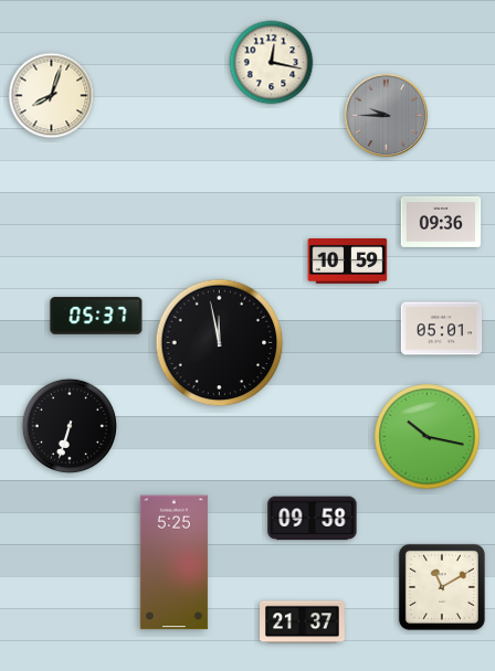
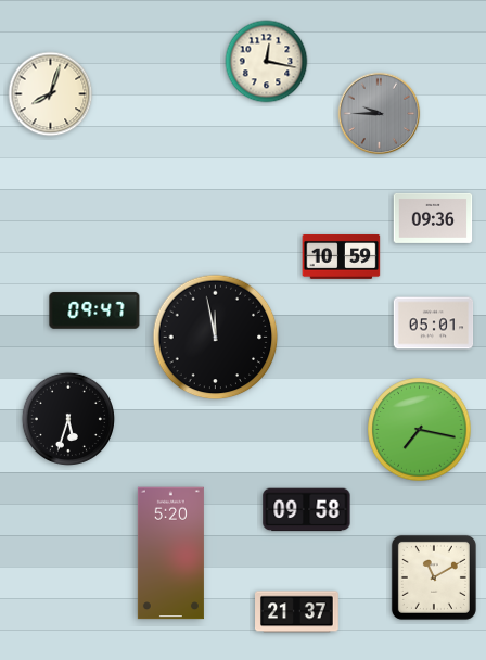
clock at (96, 316): 05:37 -> 09:47
clock at (70, 426): 6:33 -> 5:33
clock at (428, 437): 10:17 -> 7:17
clock at (173, 563): 5:25 -> 5:20
